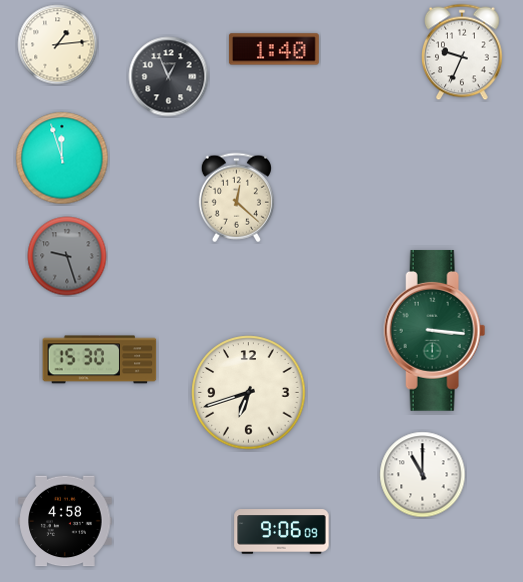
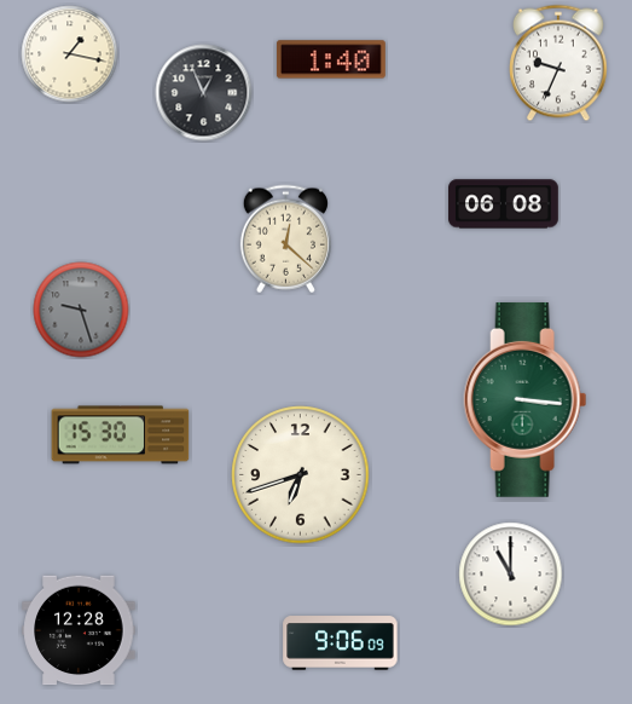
clock at (58, 45): 1:14 -> 1:17
clock at (62, 158): 11:57 -> none
clock at (504, 204): none -> 06:08
clock at (65, 521): 4:58 -> 12:28
